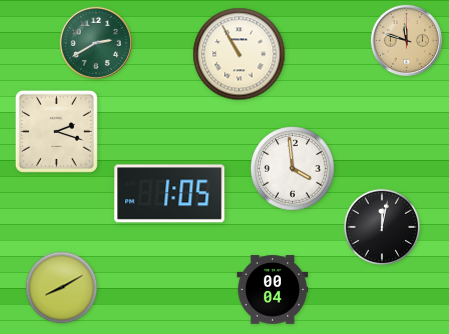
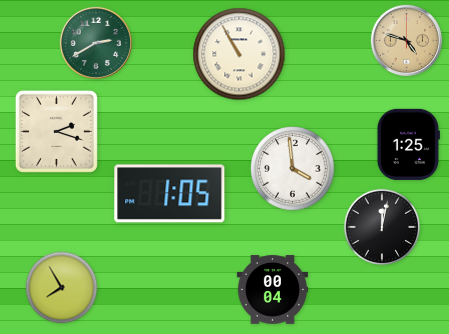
clock at (406, 40): 11:48 -> 4:48
clock at (408, 144): none -> 1:25
clock at (62, 288): 8:10 -> 7:55
